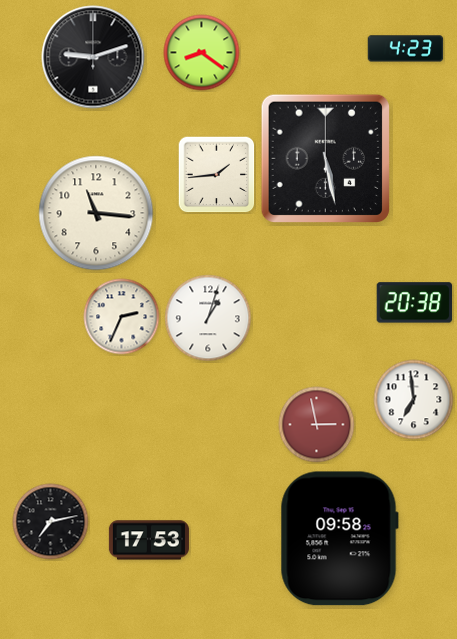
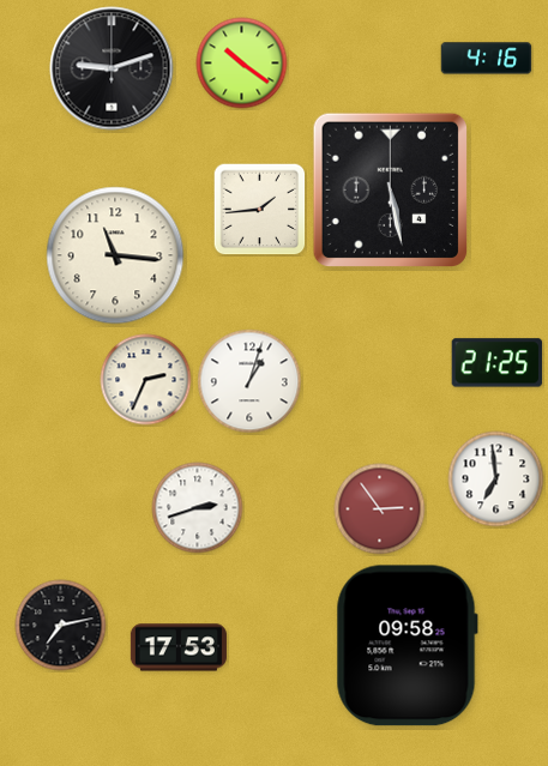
clock at (406, 49): 4:23 -> 4:16
clock at (202, 53): 8:21 -> 10:21
clock at (415, 303): 20:38 -> 21:25
clock at (198, 508): none -> 2:42
clock at (317, 425): 2:58 -> 2:54
